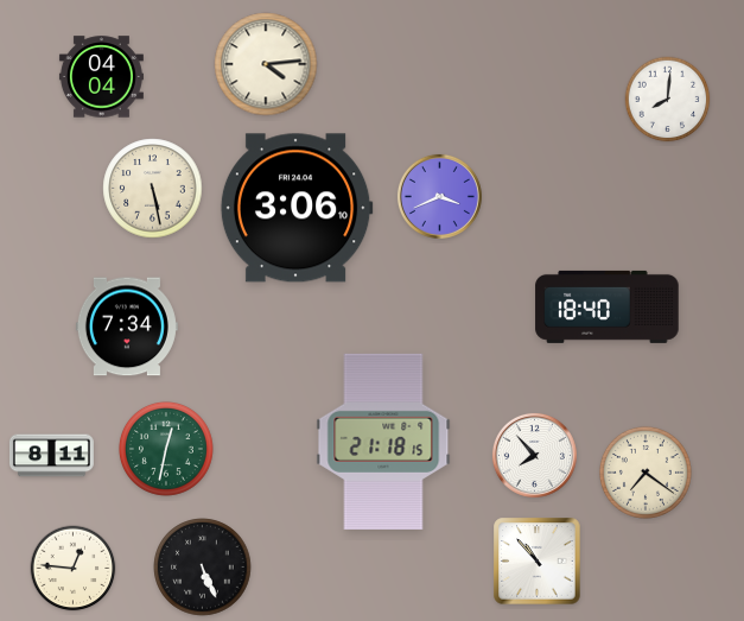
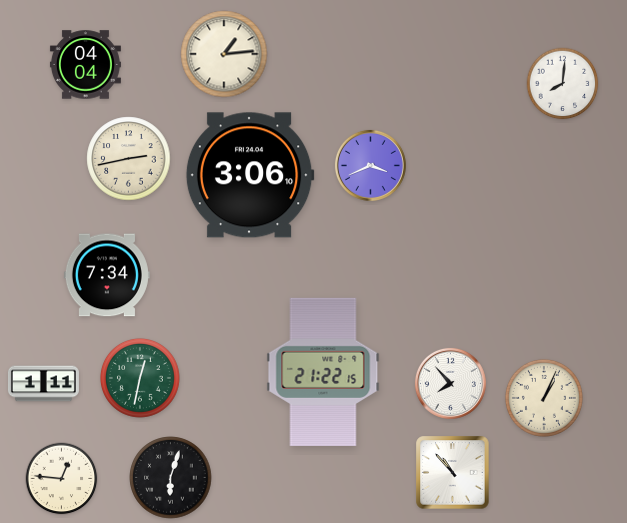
clock at (266, 64): 4:14 -> 1:14
clock at (153, 189): 5:28 -> 2:43
clock at (608, 306): 18:40 -> none
clock at (383, 442): 21:18 -> 21:22
clock at (51, 456): 8:11 -> 1:11
clock at (646, 473): 7:21 -> 1:04
clock at (203, 568): 5:26 -> 6:03
